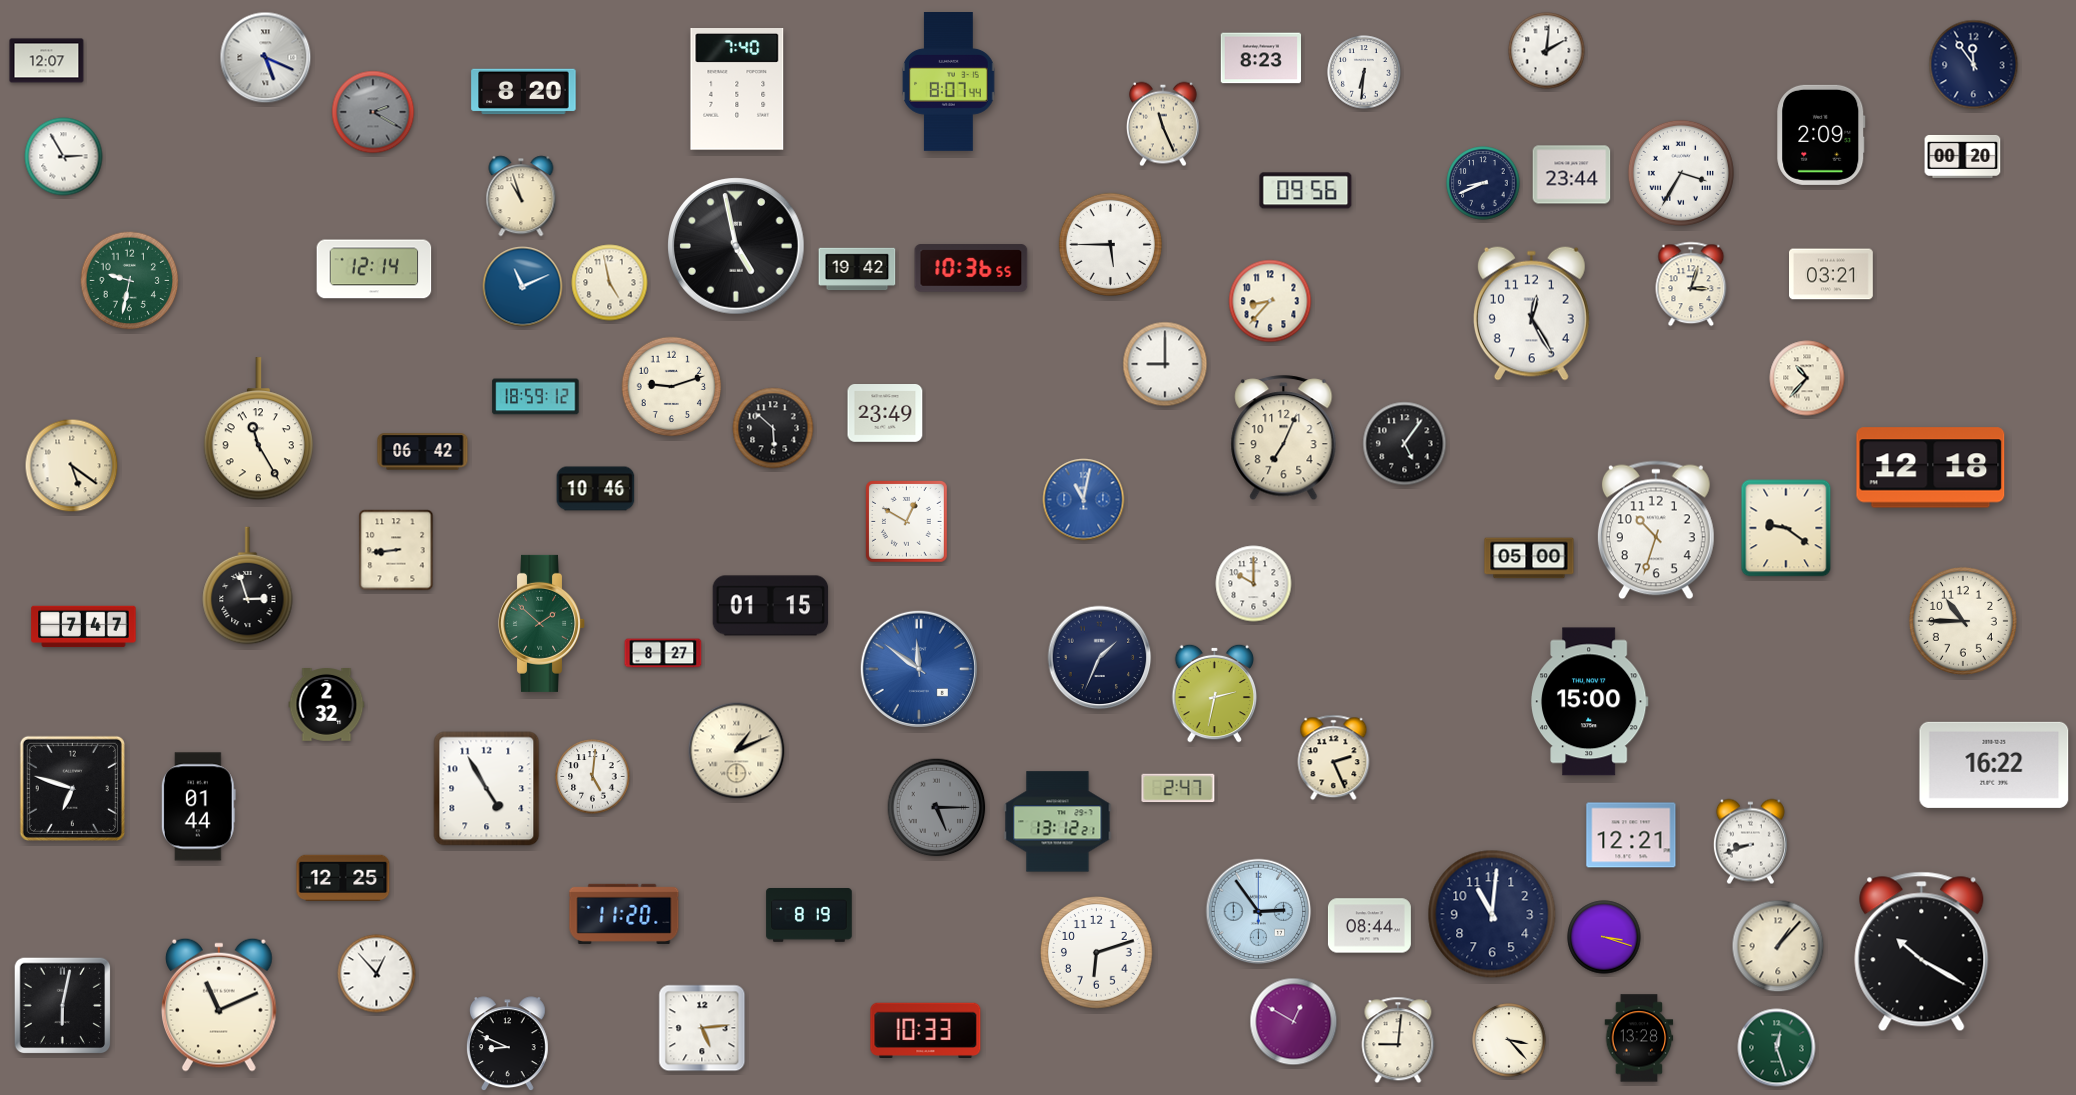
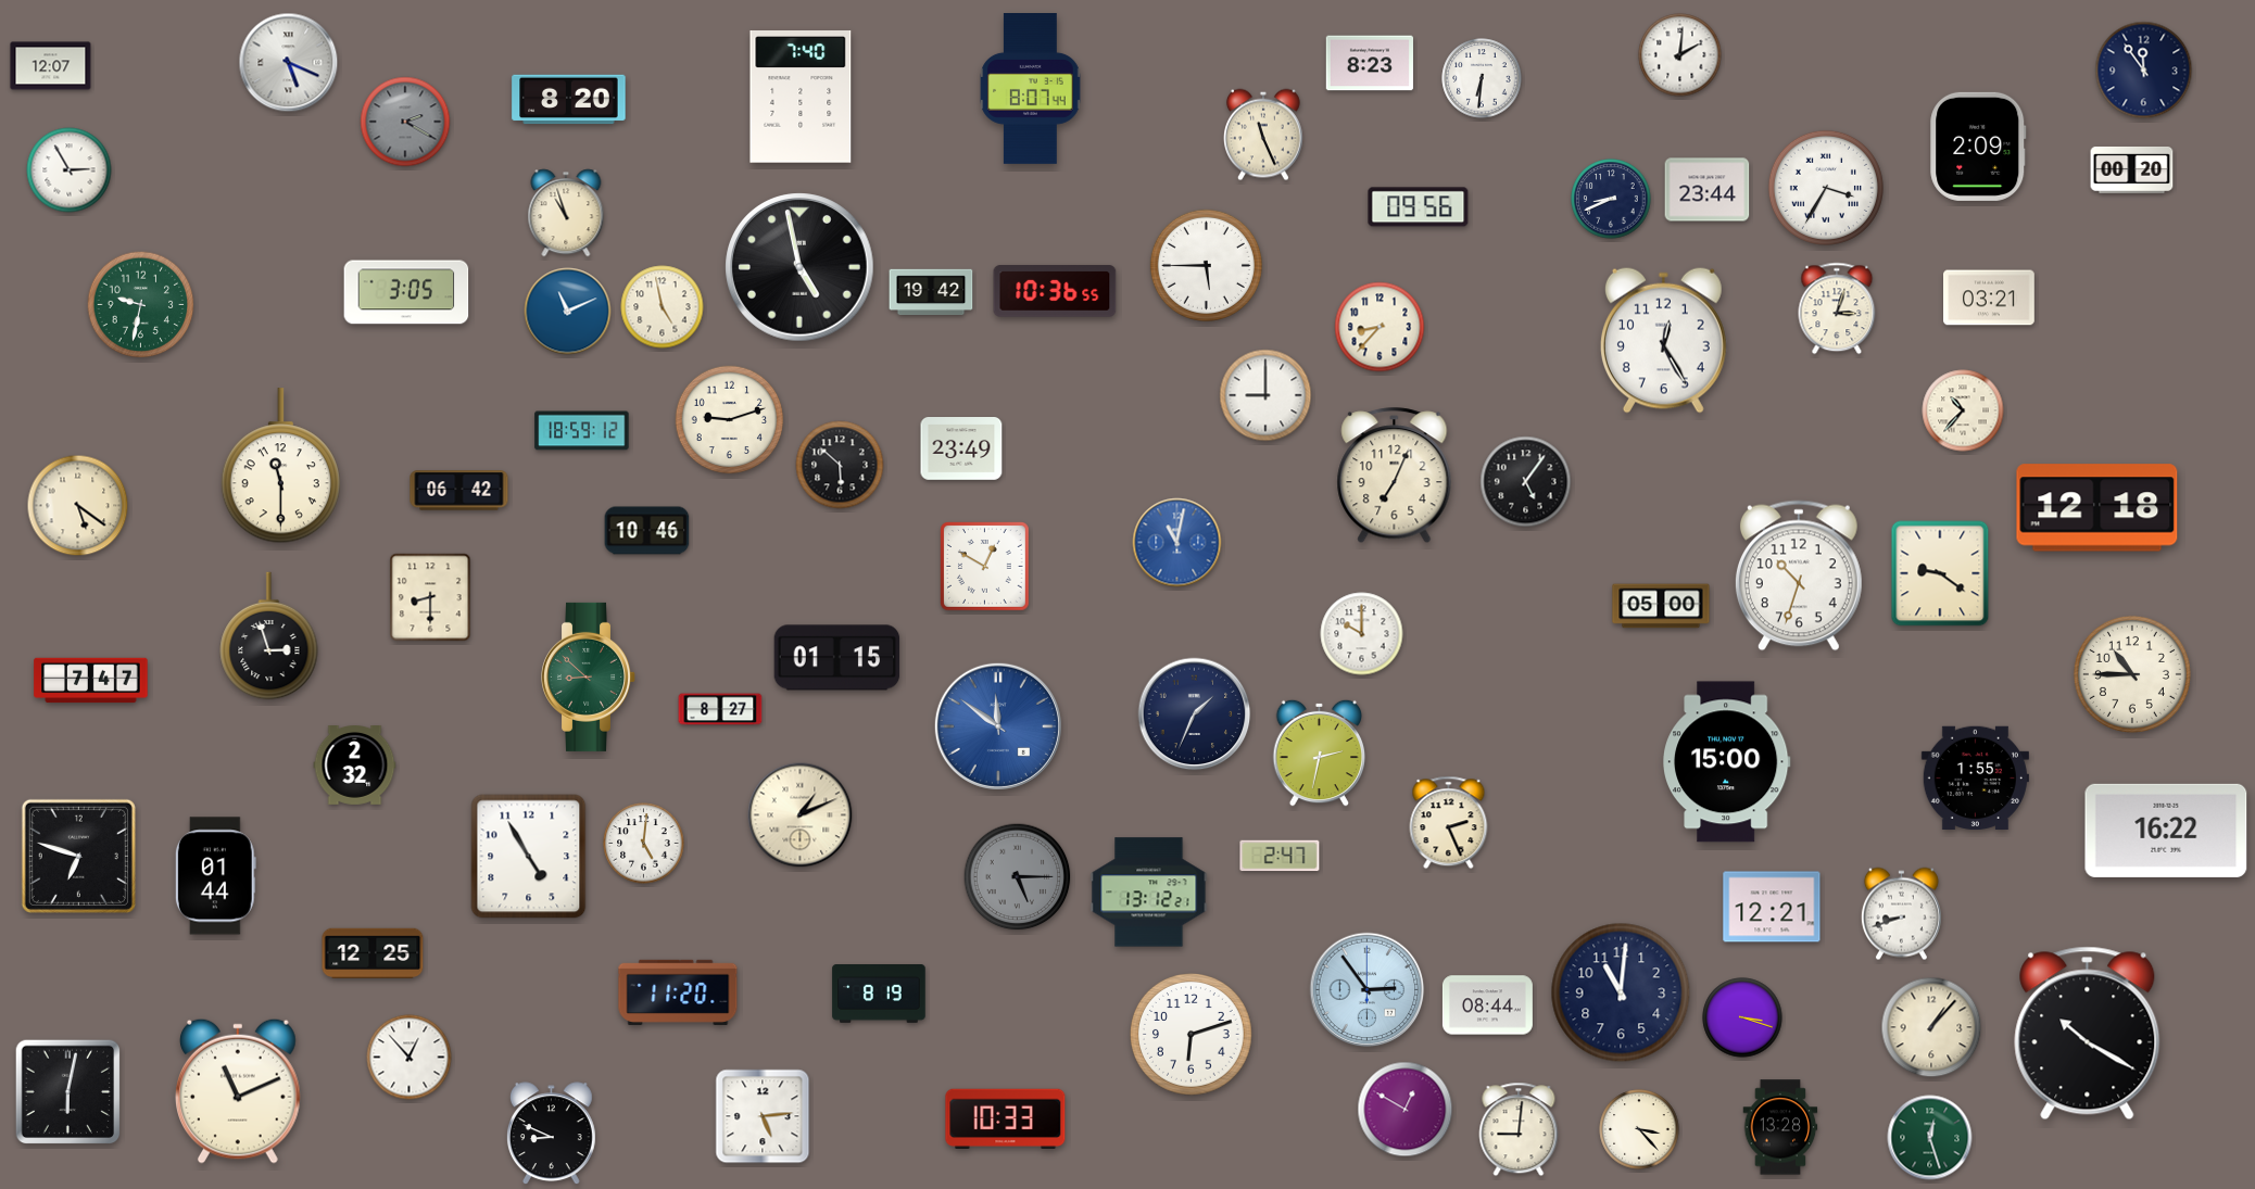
clock at (374, 269): 12:14 -> 3:05
clock at (258, 429): 11:25 -> 11:30
clock at (396, 550): 8:44 -> 8:30
clock at (542, 623): 1:52 -> 8:52
clock at (1975, 777): none -> 1:55
